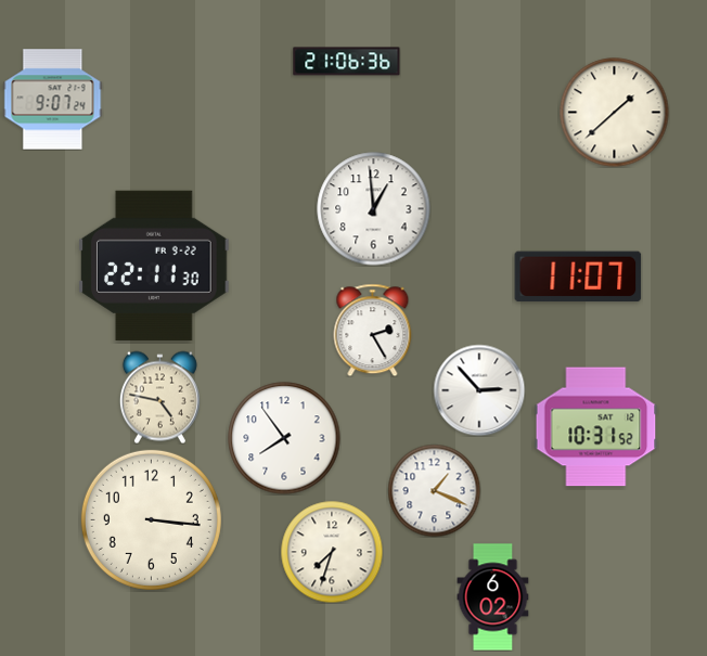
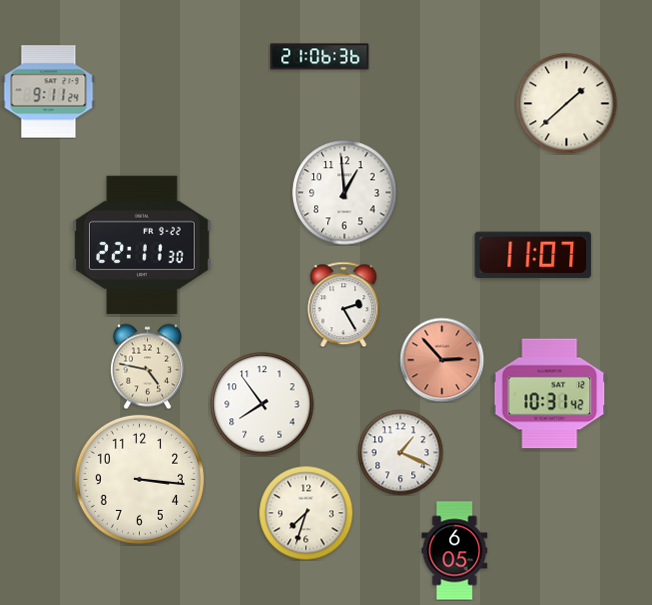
clock at (53, 100): 9:07 -> 9:11
clock at (479, 390) dial: white -> salmon
clock at (596, 427): 10:31:52 -> 10:31:42
clock at (332, 552) position: (332, 552) -> (306, 513)
clock at (493, 597): 6:02 -> 6:05
